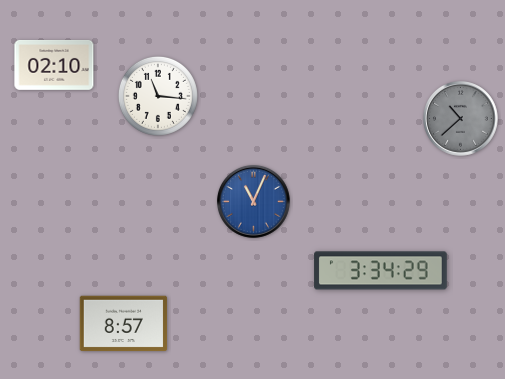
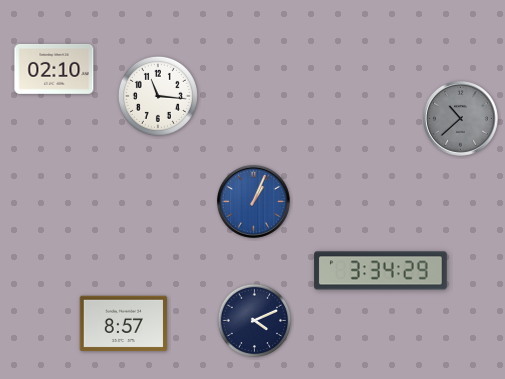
clock at (54, 65) position: (54, 65) -> (54, 69)
clock at (254, 202): 11:04 -> 1:04
clock at (255, 321): none -> 4:11
